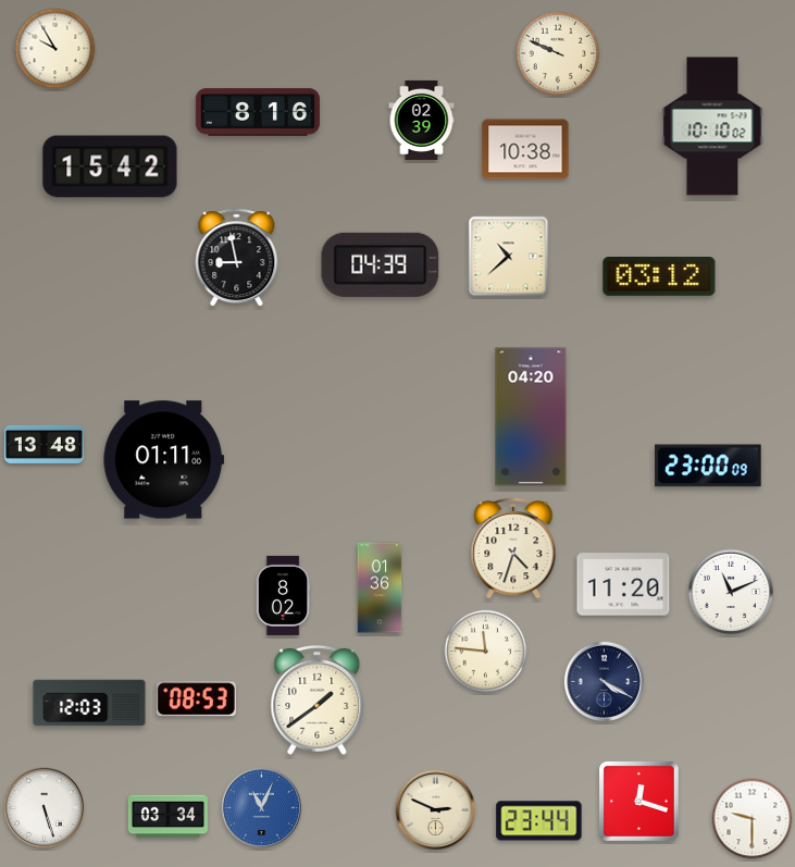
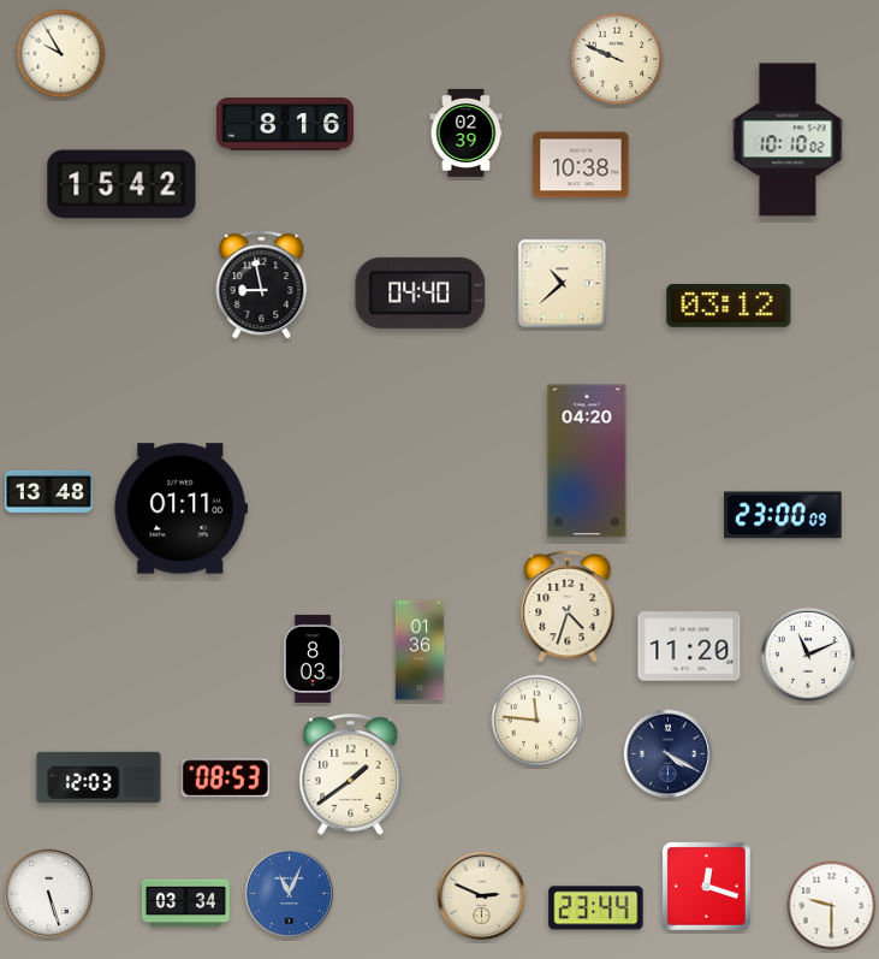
clock at (381, 264): 04:39 -> 04:40
clock at (283, 595): 8:02 -> 8:03
clock at (196, 699) position: (196, 699) -> (225, 779)
